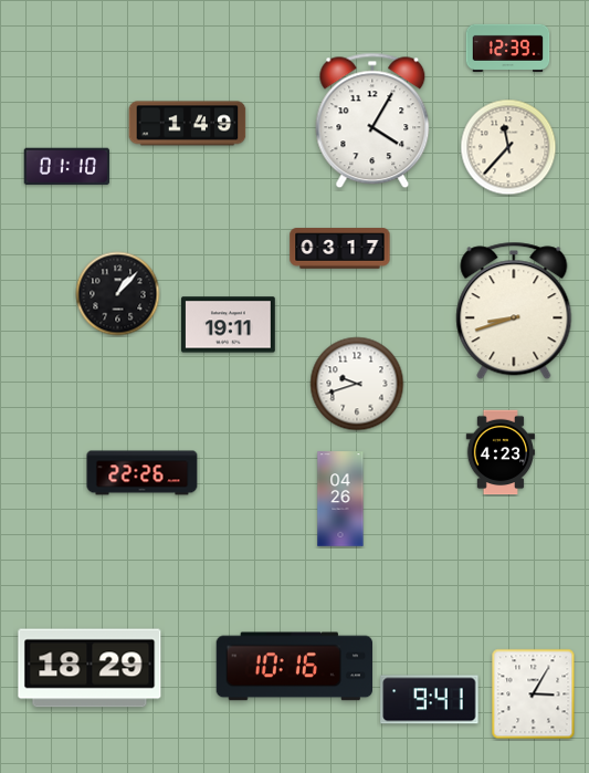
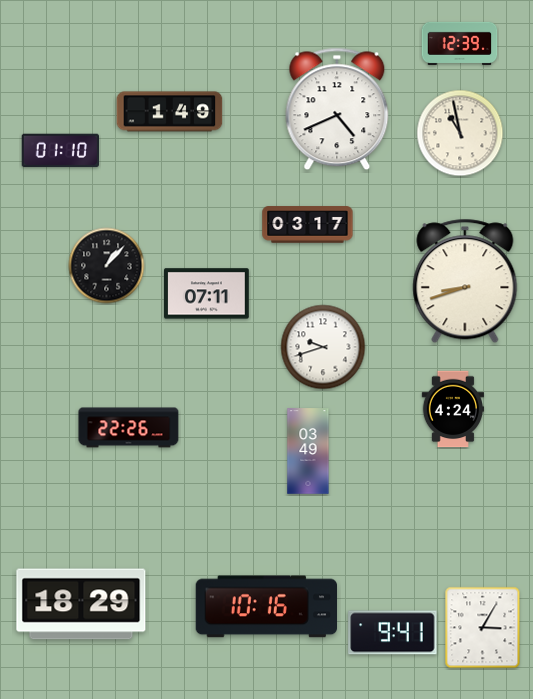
clock at (372, 121): 4:05 -> 4:41
clock at (508, 147): 11:37 -> 10:58
clock at (229, 325): 19:11 -> 07:11
clock at (501, 452): 4:23 -> 4:24
clock at (340, 499): 04:26 -> 03:49
clock at (294, 667) position: (294, 667) -> (266, 607)
clock at (430, 700) position: (430, 700) -> (393, 633)
